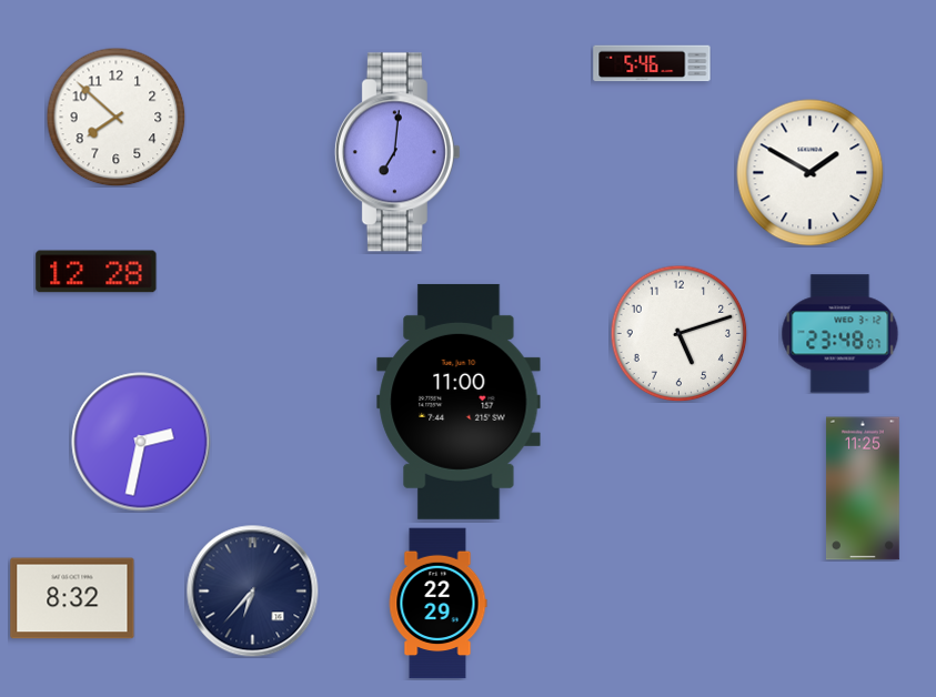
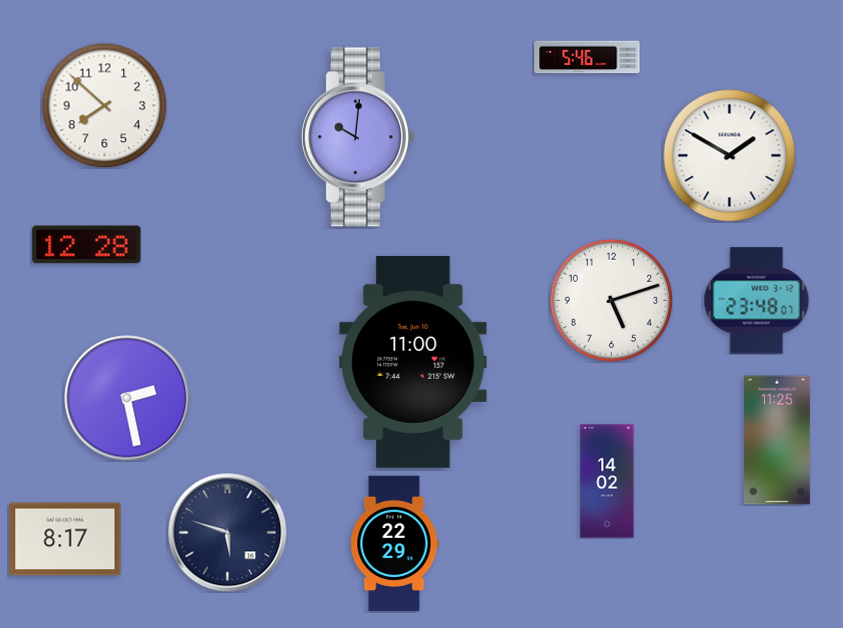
clock at (397, 152): 7:01 -> 10:01
clock at (141, 442): 2:32 -> 2:28
clock at (607, 481): none -> 14:02
clock at (253, 592): 6:37 -> 5:48
clock at (72, 598): 8:32 -> 8:17
